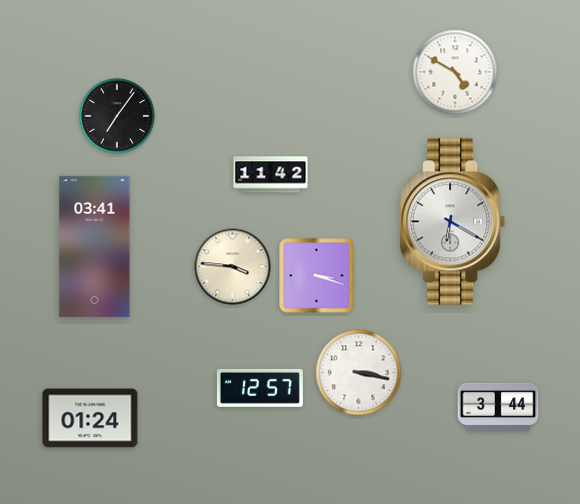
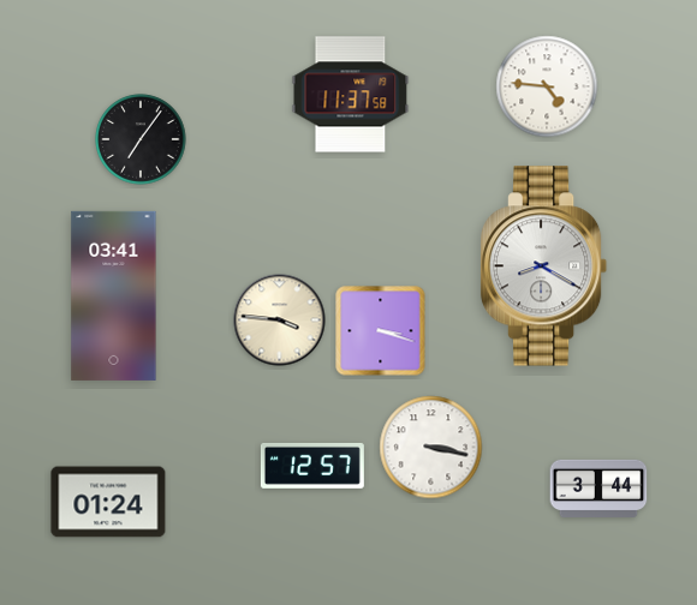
clock at (455, 72): 4:50 -> 4:46
clock at (351, 95): none -> 11:37
clock at (271, 175): 11:42 -> none
clock at (453, 222): 6:20 -> 8:20
